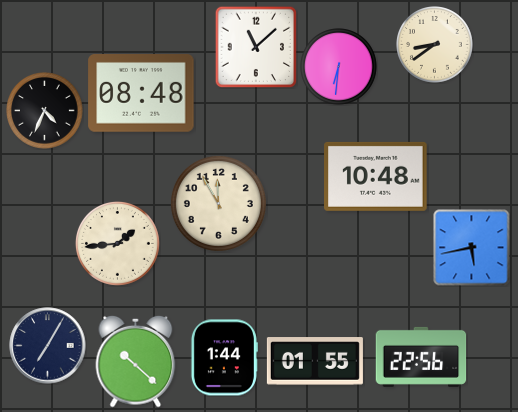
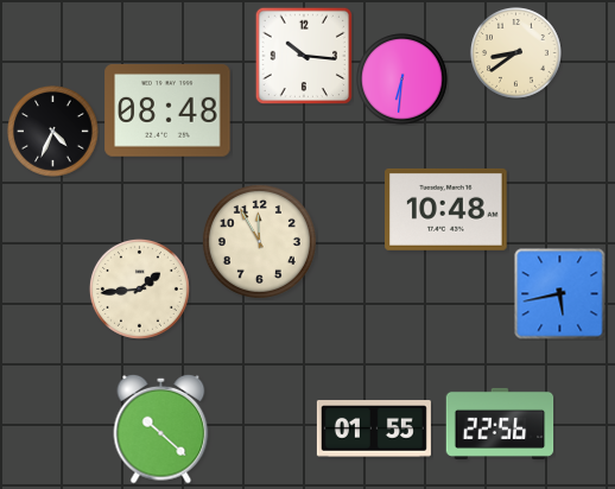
clock at (256, 47): 11:08 -> 10:16
clock at (48, 346): 7:05 -> none
clock at (224, 358): 1:44 -> none
